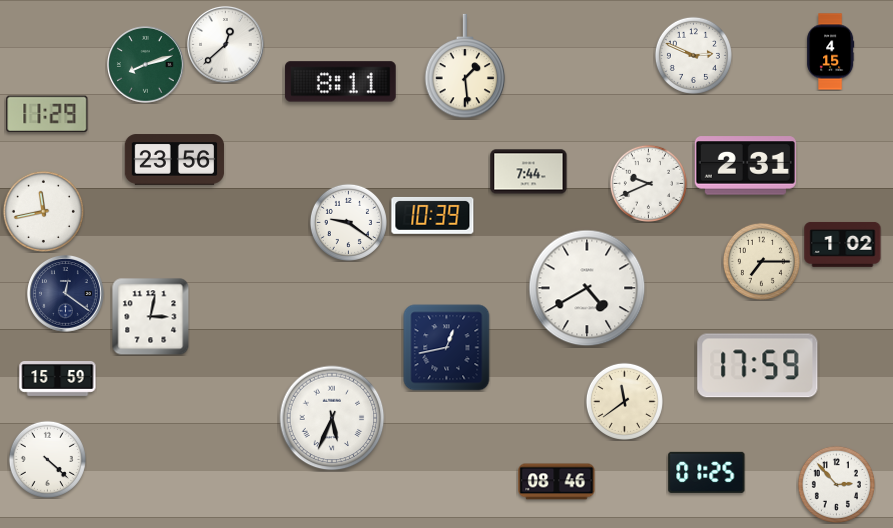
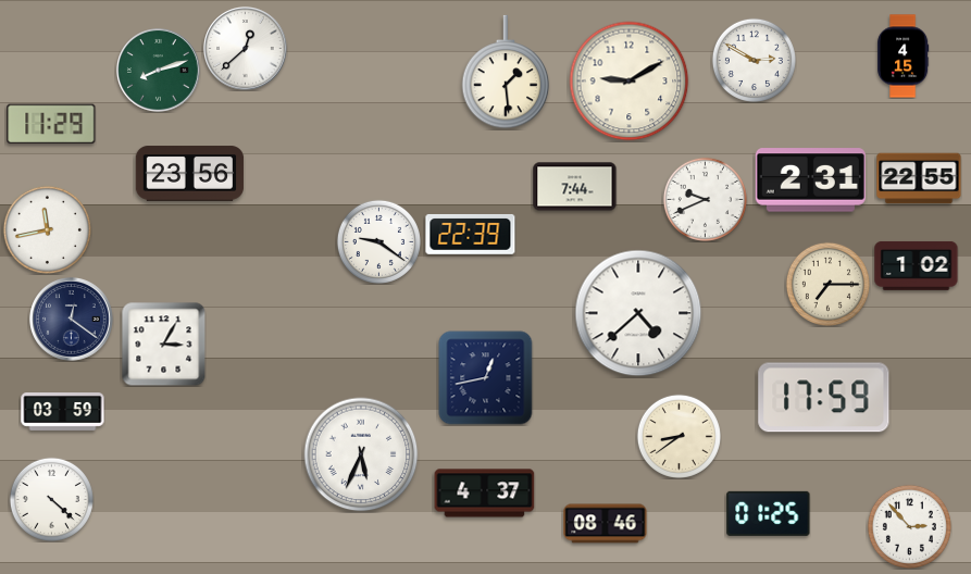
clock at (693, 55): 2:49 -> 2:50
clock at (630, 82): none -> 9:10
clock at (341, 82): 8:11 -> none
clock at (919, 178): none -> 22:55
clock at (433, 215): 10:39 -> 22:39
clock at (587, 288): 4:40 -> 4:38
clock at (150, 317): 3:02 -> 3:05
clock at (58, 379): 15:59 -> 03:59
clock at (624, 401): 11:39 -> 8:39
clock at (485, 494): none -> 4:37
